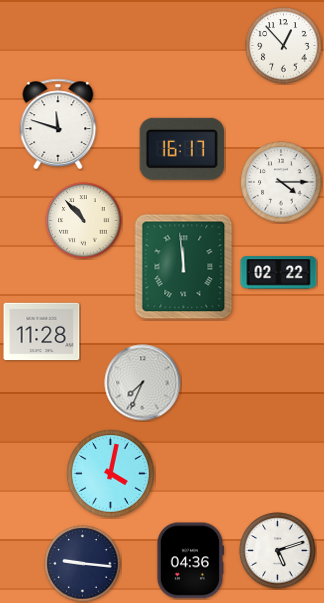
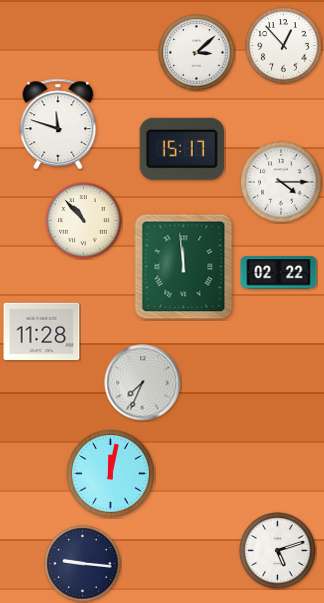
clock at (197, 53): none -> 3:08
clock at (182, 149): 16:17 -> 15:17
clock at (111, 474): 4:02 -> 12:02
clock at (189, 561): 04:36 -> none
